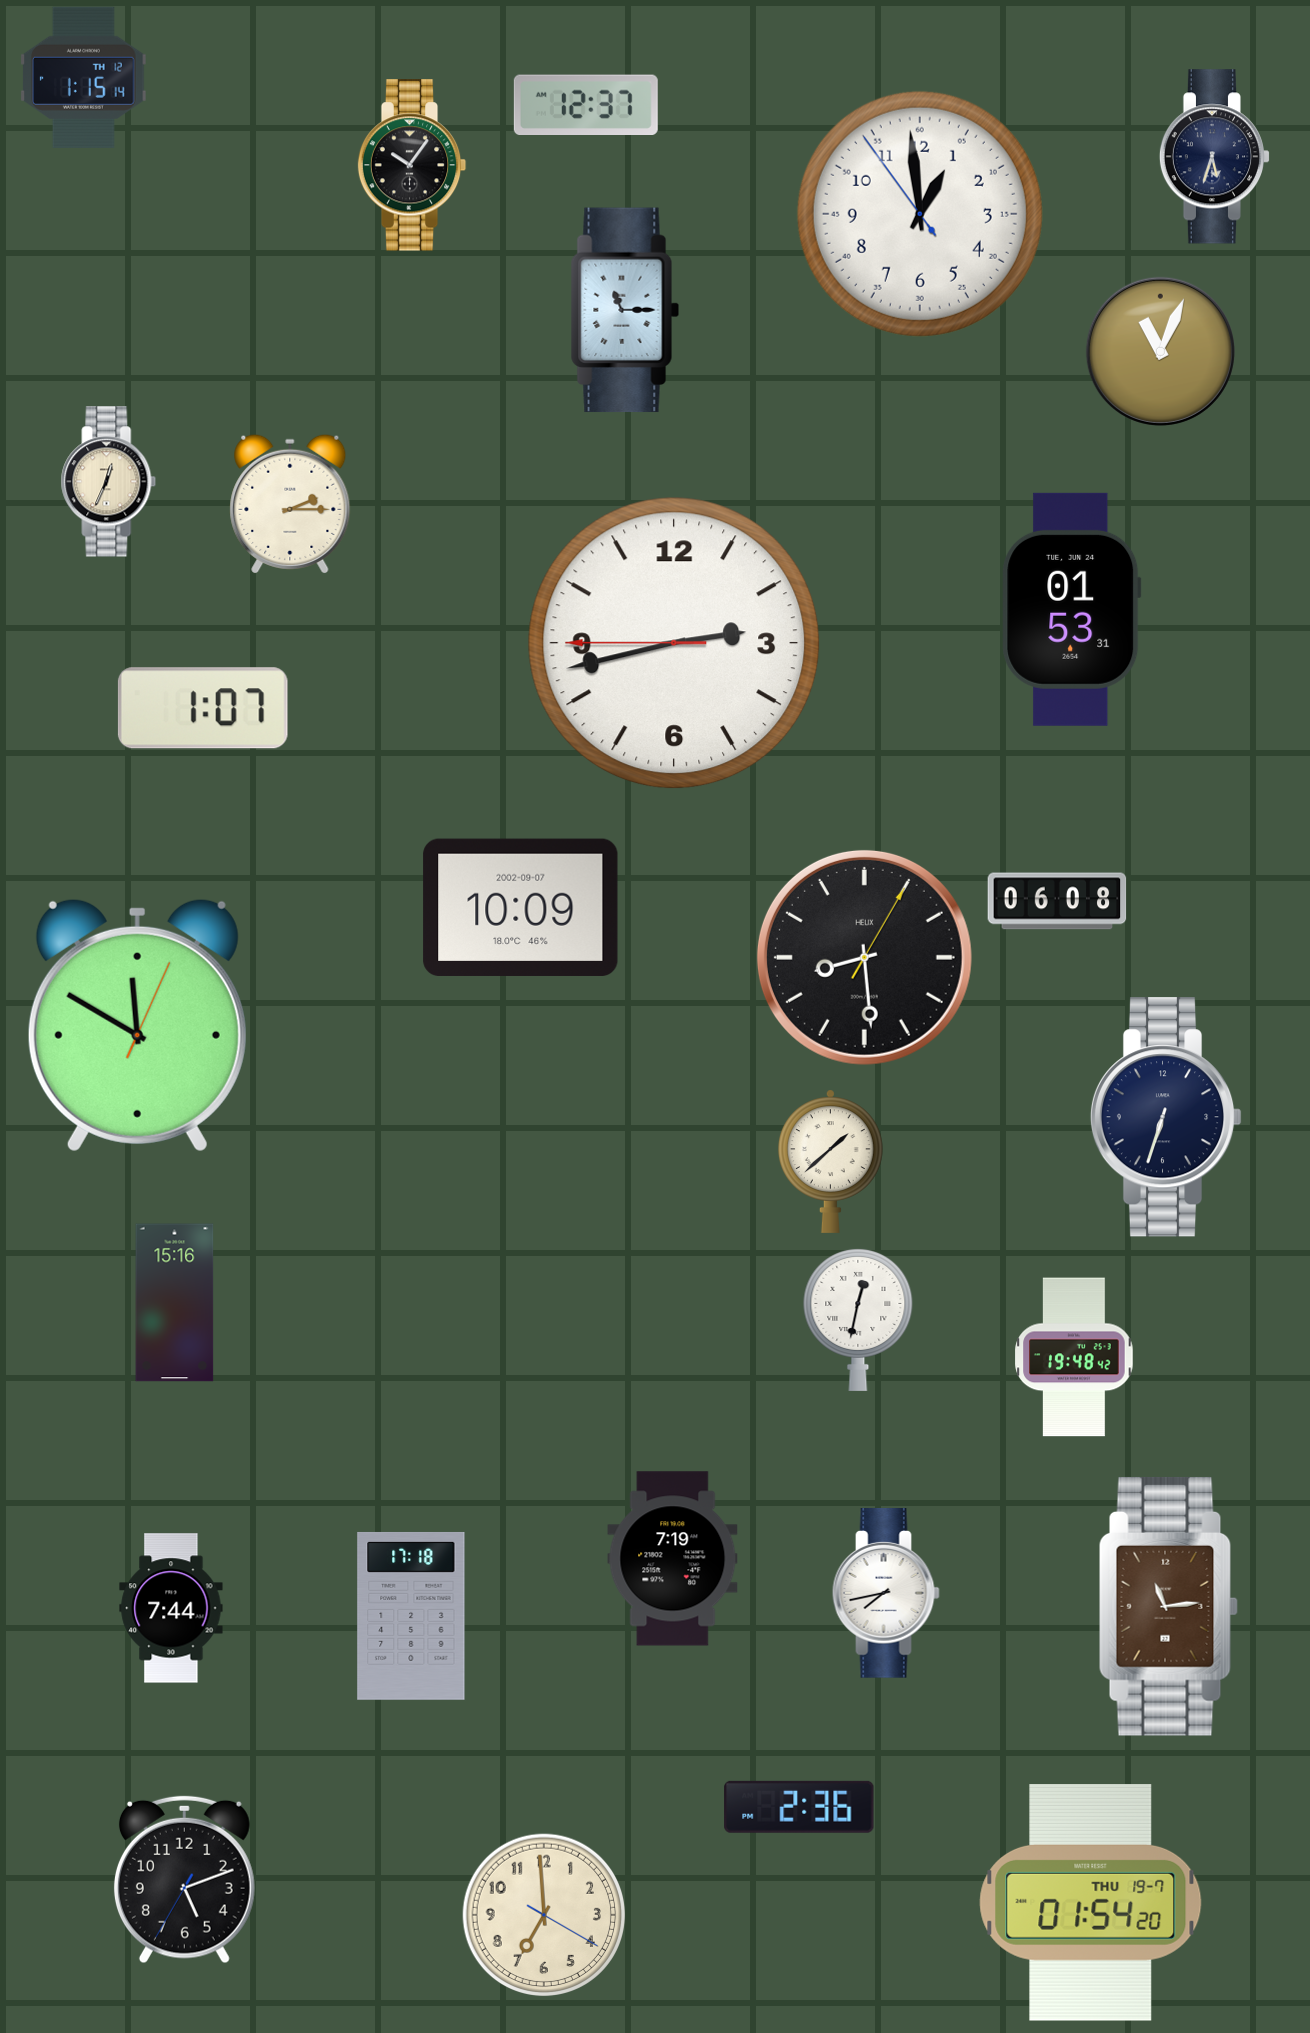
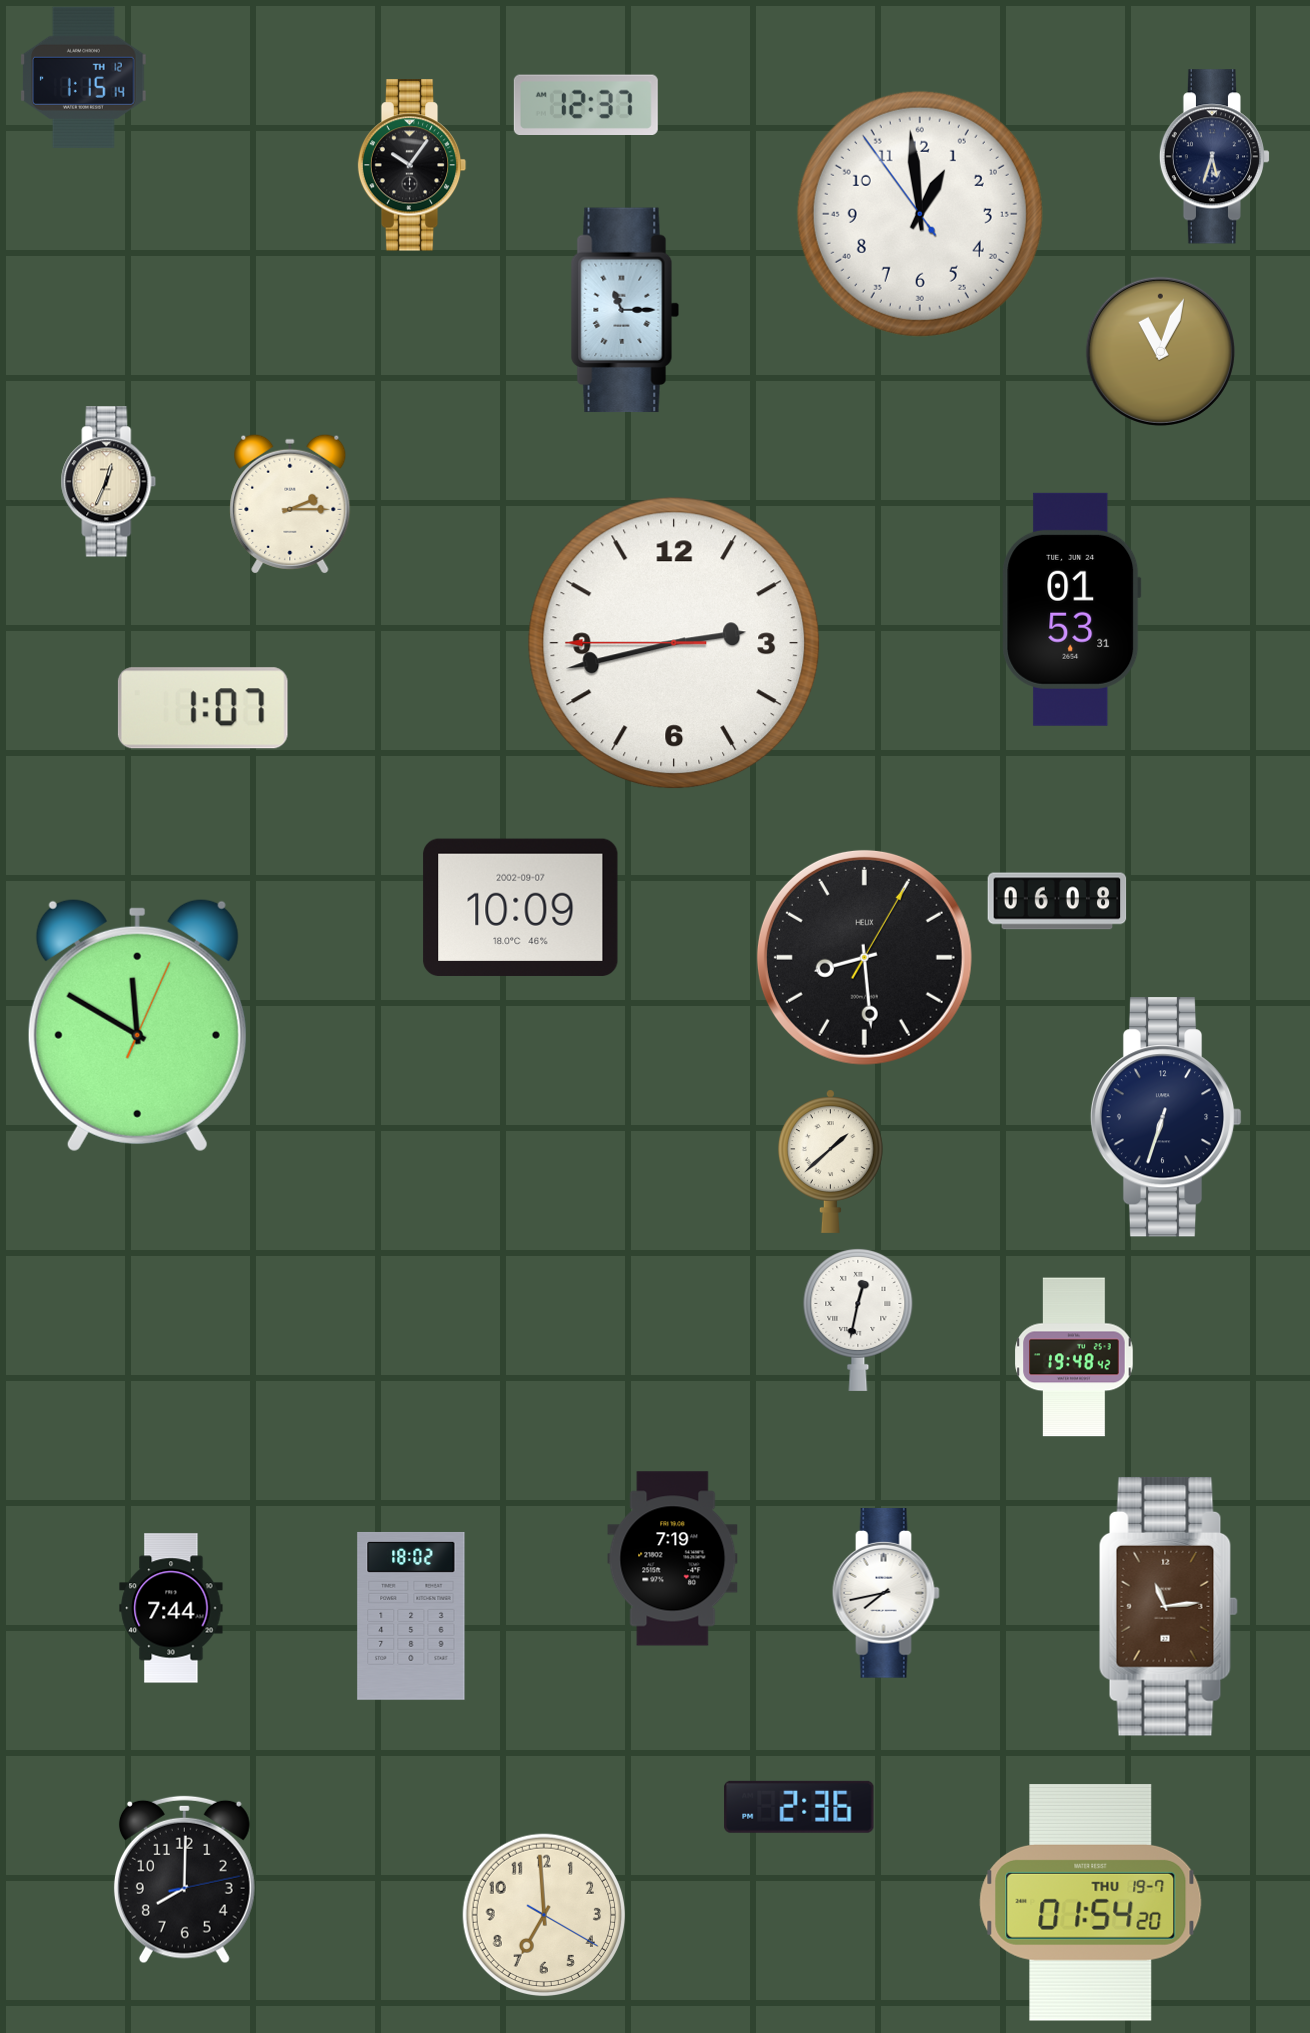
clock at (175, 1303): 15:16 -> none
clock at (411, 1616): 17:18 -> 18:02
clock at (184, 1880): 5:11 -> 8:00
